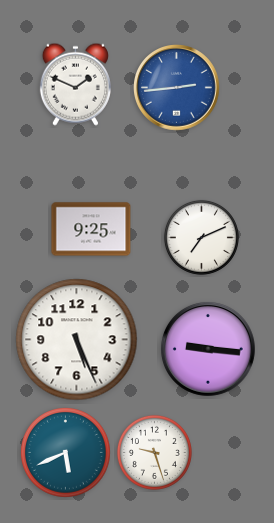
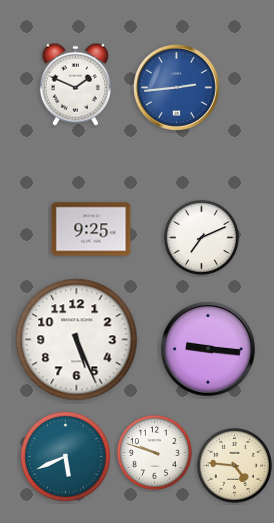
clock at (154, 452): 9:27 -> 9:48
clock at (66, 453) position: (66, 453) -> (66, 457)
clock at (234, 465): none -> 4:46
